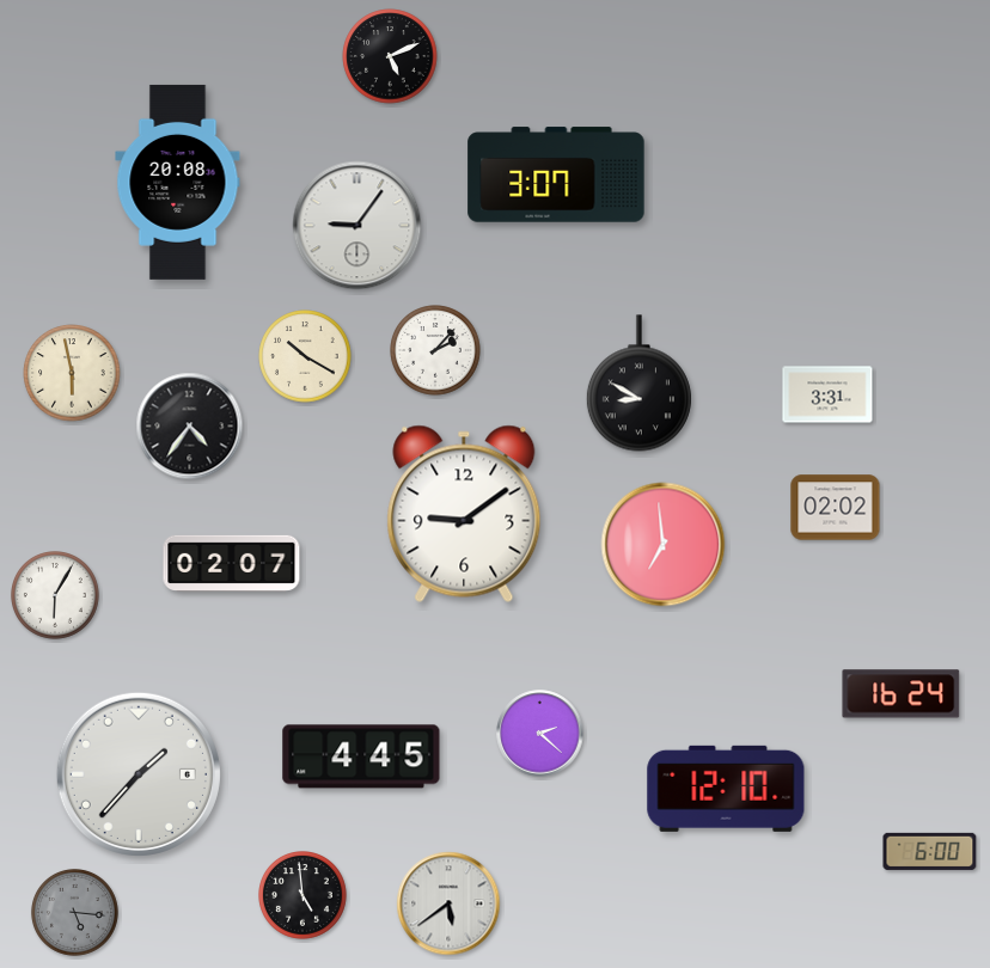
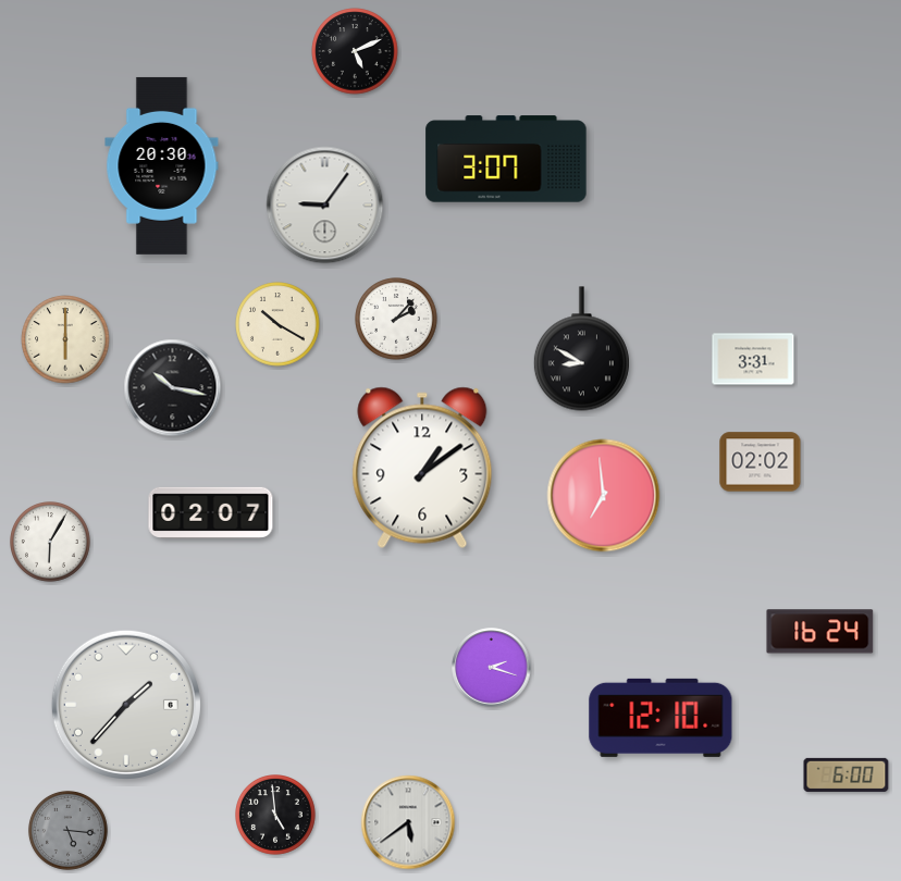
clock at (178, 182): 20:08 -> 20:30
clock at (72, 373): 5:58 -> 6:00
clock at (190, 427): 4:36 -> 10:17
clock at (464, 514): 9:09 -> 1:09
clock at (540, 734): 2:22 -> 2:18
clock at (361, 756): 4:45 -> none
